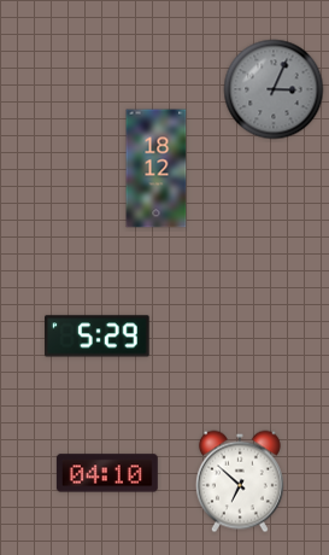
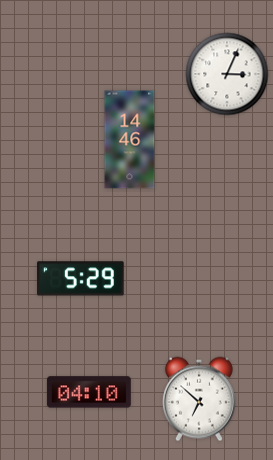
clock at (274, 89) dial: grey -> white
clock at (157, 169): 18:12 -> 14:46
